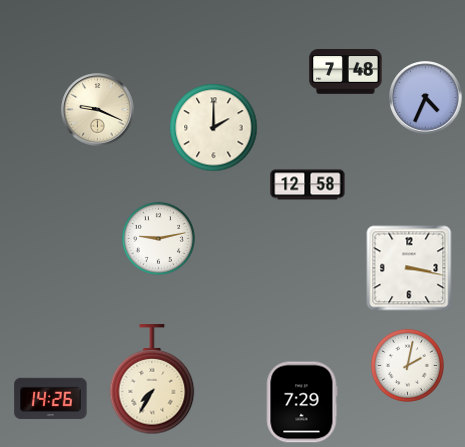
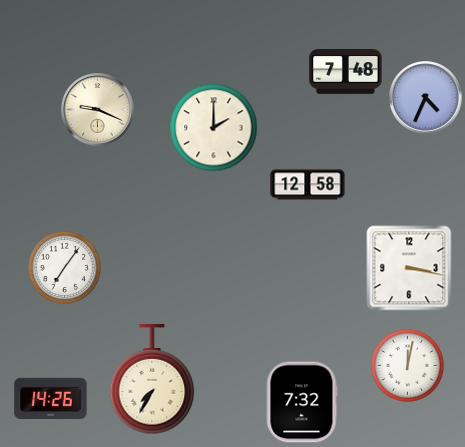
clock at (158, 238): 9:13 -> none
clock at (64, 267): none -> 7:06
clock at (407, 365): 2:02 -> 12:02
clock at (302, 402): 7:29 -> 7:32
